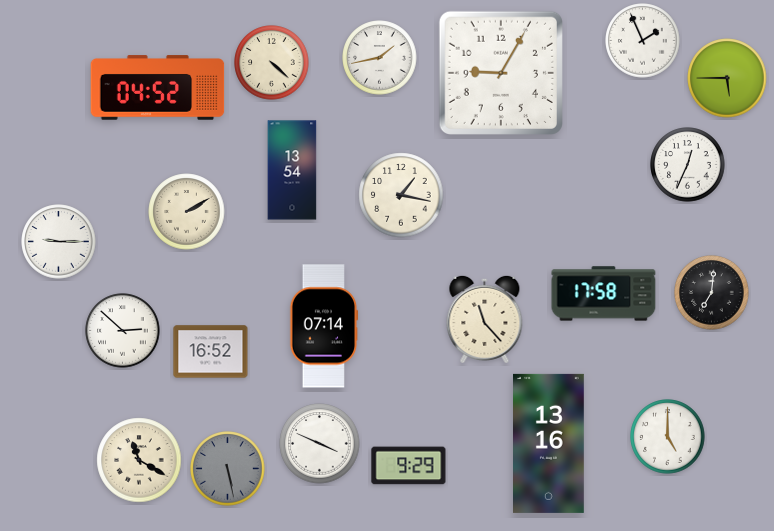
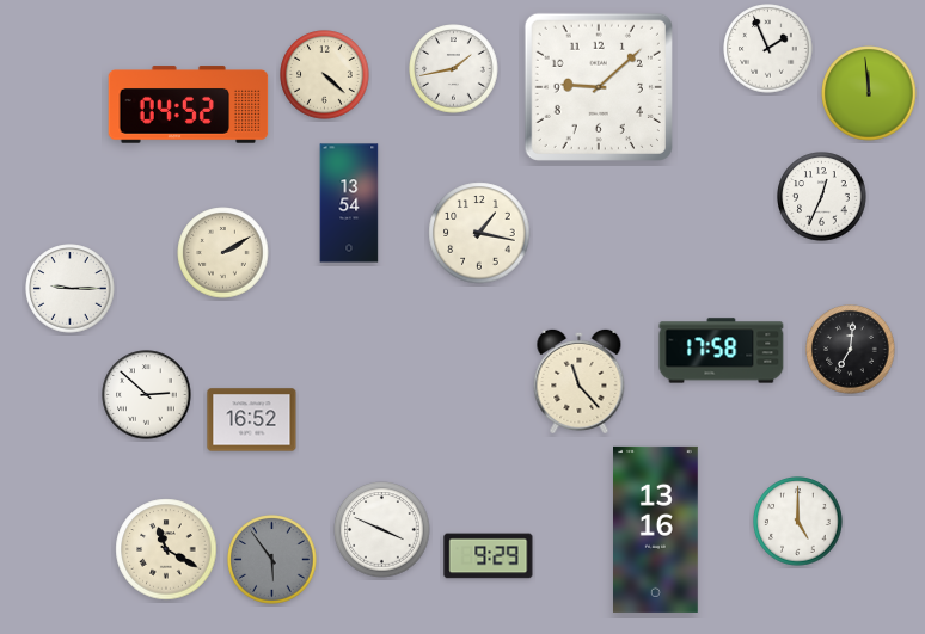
clock at (501, 73): 9:05 -> 9:08
clock at (727, 78): 5:45 -> 11:59
clock at (324, 326): 07:14 -> none
clock at (228, 469): 5:28 -> 5:54
